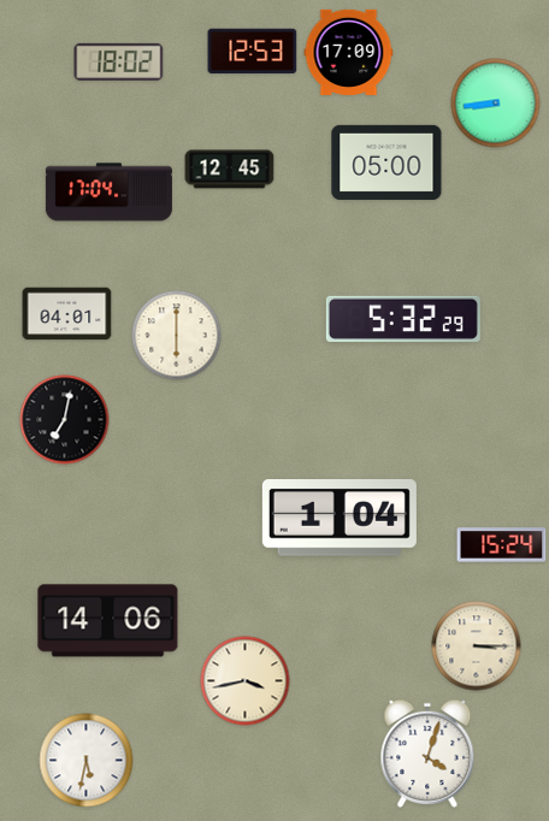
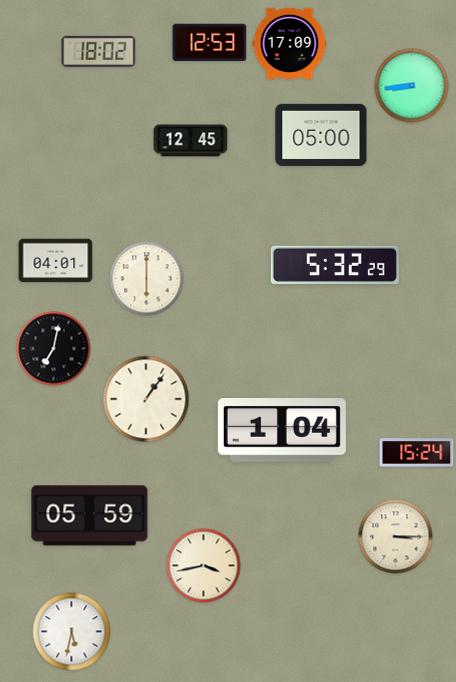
clock at (108, 193): 17:04 -> none
clock at (146, 399): none -> 1:06
clock at (108, 621): 14:06 -> 05:59
clock at (427, 754): 4:03 -> none
